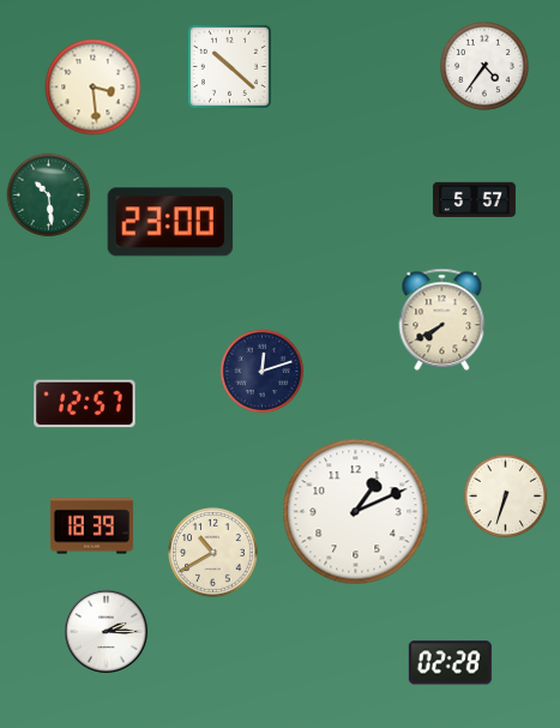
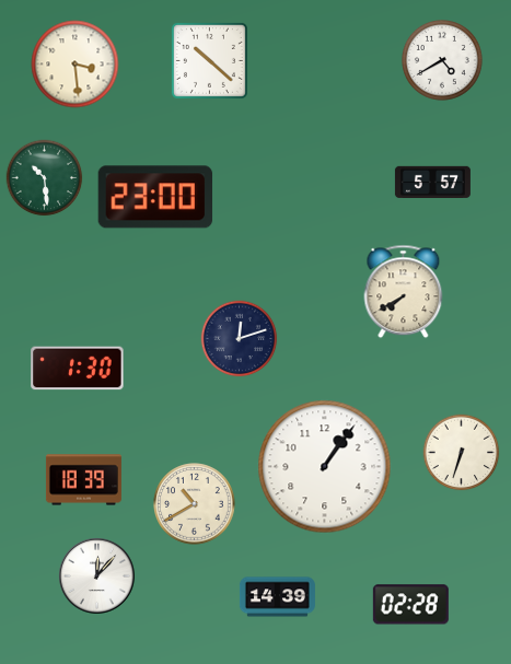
clock at (486, 67): 4:36 -> 4:40
clock at (94, 88) position: (94, 88) -> (76, 65)
clock at (170, 222) position: (170, 222) -> (155, 197)
clock at (85, 404): 12:57 -> 1:30
clock at (356, 512): 1:11 -> 1:06
clock at (107, 632): 2:15 -> 12:07
clock at (277, 597): none -> 14:39
